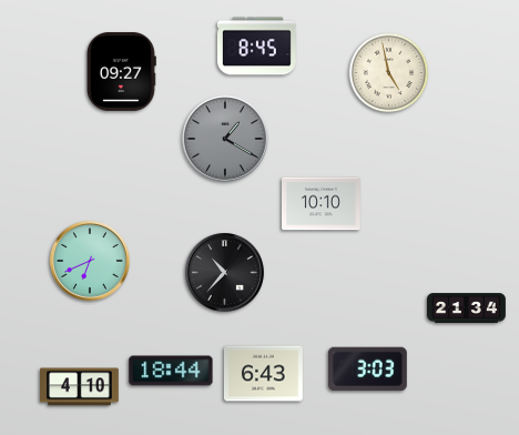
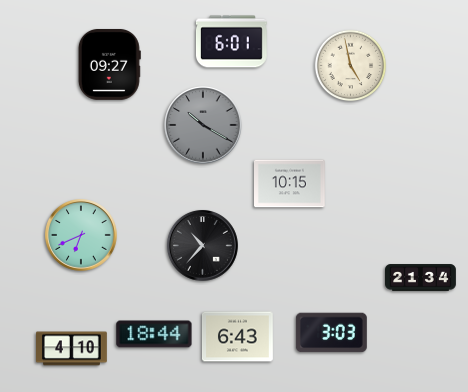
clock at (256, 47): 8:45 -> 6:01
clock at (225, 139): 1:20 -> 10:20
clock at (322, 204): 10:10 -> 10:15
